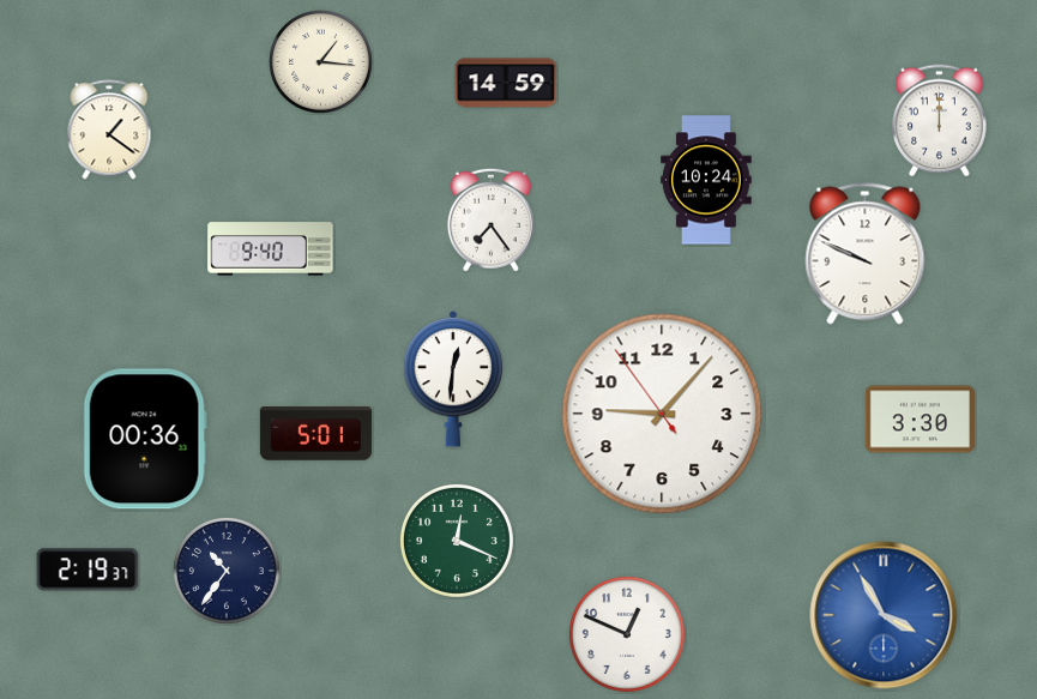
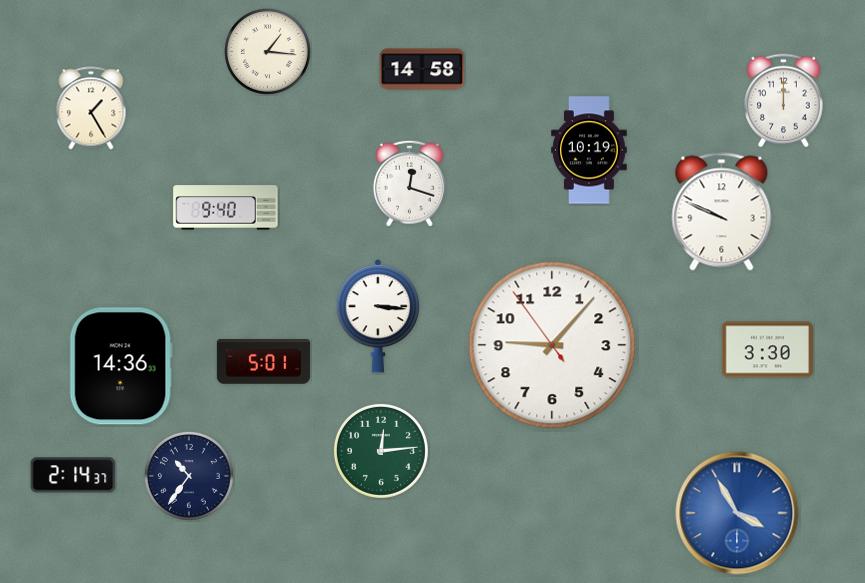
clock at (506, 83): 14:59 -> 14:58
clock at (109, 129): 1:21 -> 1:25
clock at (706, 180): 10:24 -> 10:19
clock at (490, 219): 7:24 -> 12:18
clock at (453, 379): 12:31 -> 3:16
clock at (145, 439): 00:36 -> 14:36
clock at (457, 541): 12:19 -> 12:14
clock at (88, 570): 2:19 -> 2:14
clock at (627, 634): 12:49 -> none
